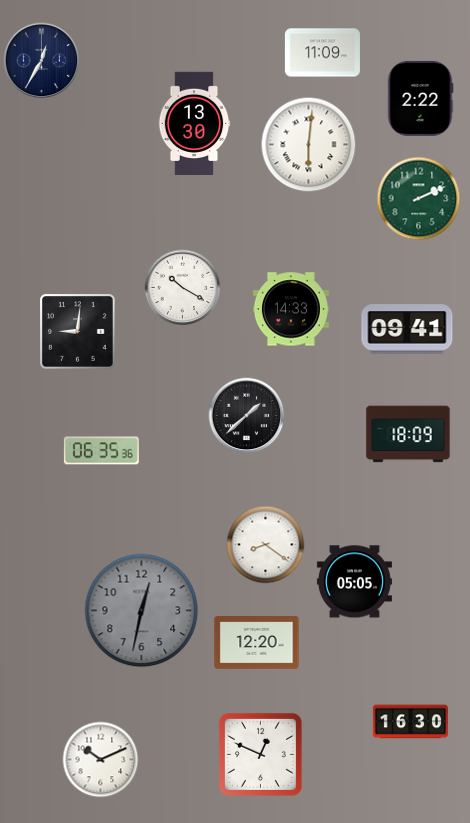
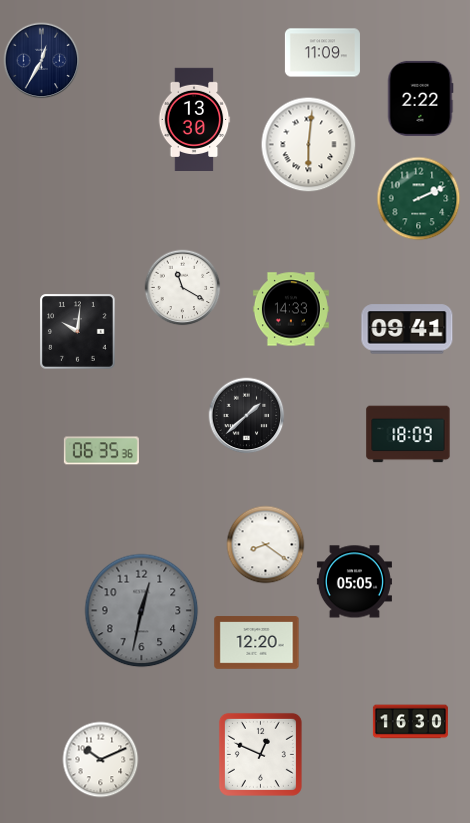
clock at (194, 123) position: (194, 123) -> (194, 119)
clock at (183, 288): 10:20 -> 11:20
clock at (78, 332): 9:01 -> 10:01
